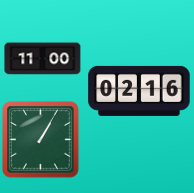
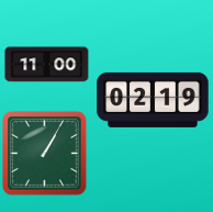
clock at (139, 91): 02:16 -> 02:19
